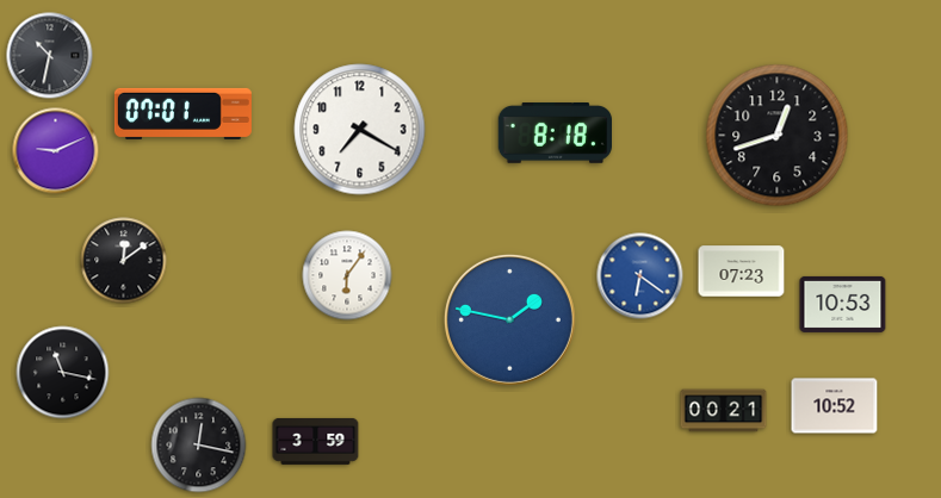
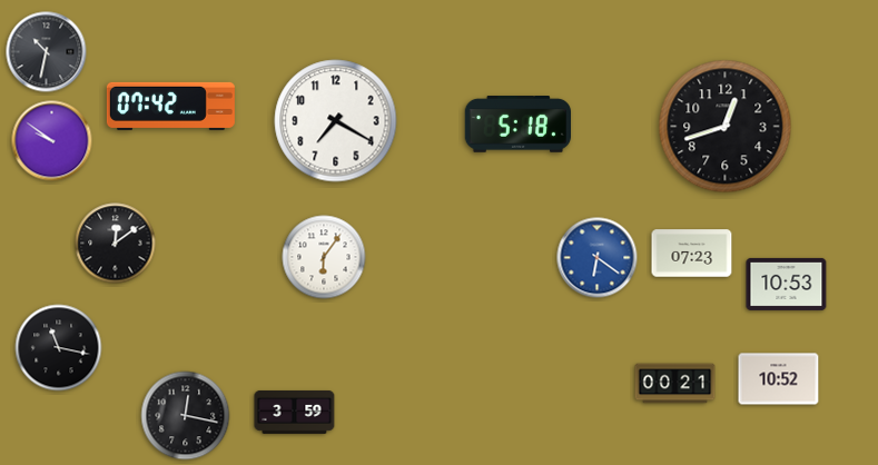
clock at (182, 113): 07:01 -> 07:42
clock at (555, 133): 8:18 -> 5:18
clock at (56, 151): 9:11 -> 9:51
clock at (509, 319): 1:47 -> none
